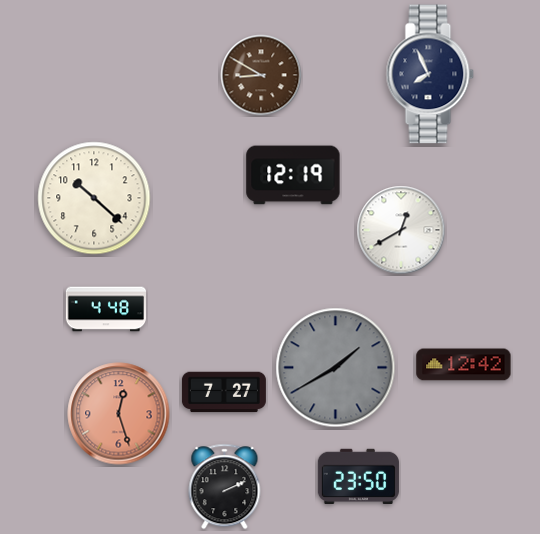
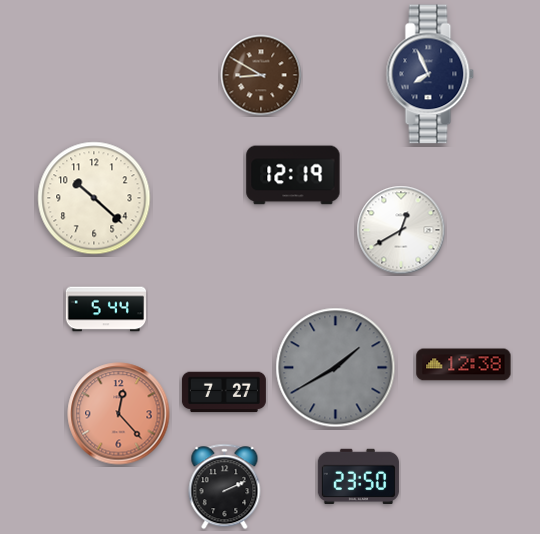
clock at (106, 309): 4:48 -> 5:44
clock at (464, 365): 12:42 -> 12:38
clock at (119, 414): 12:27 -> 12:23
